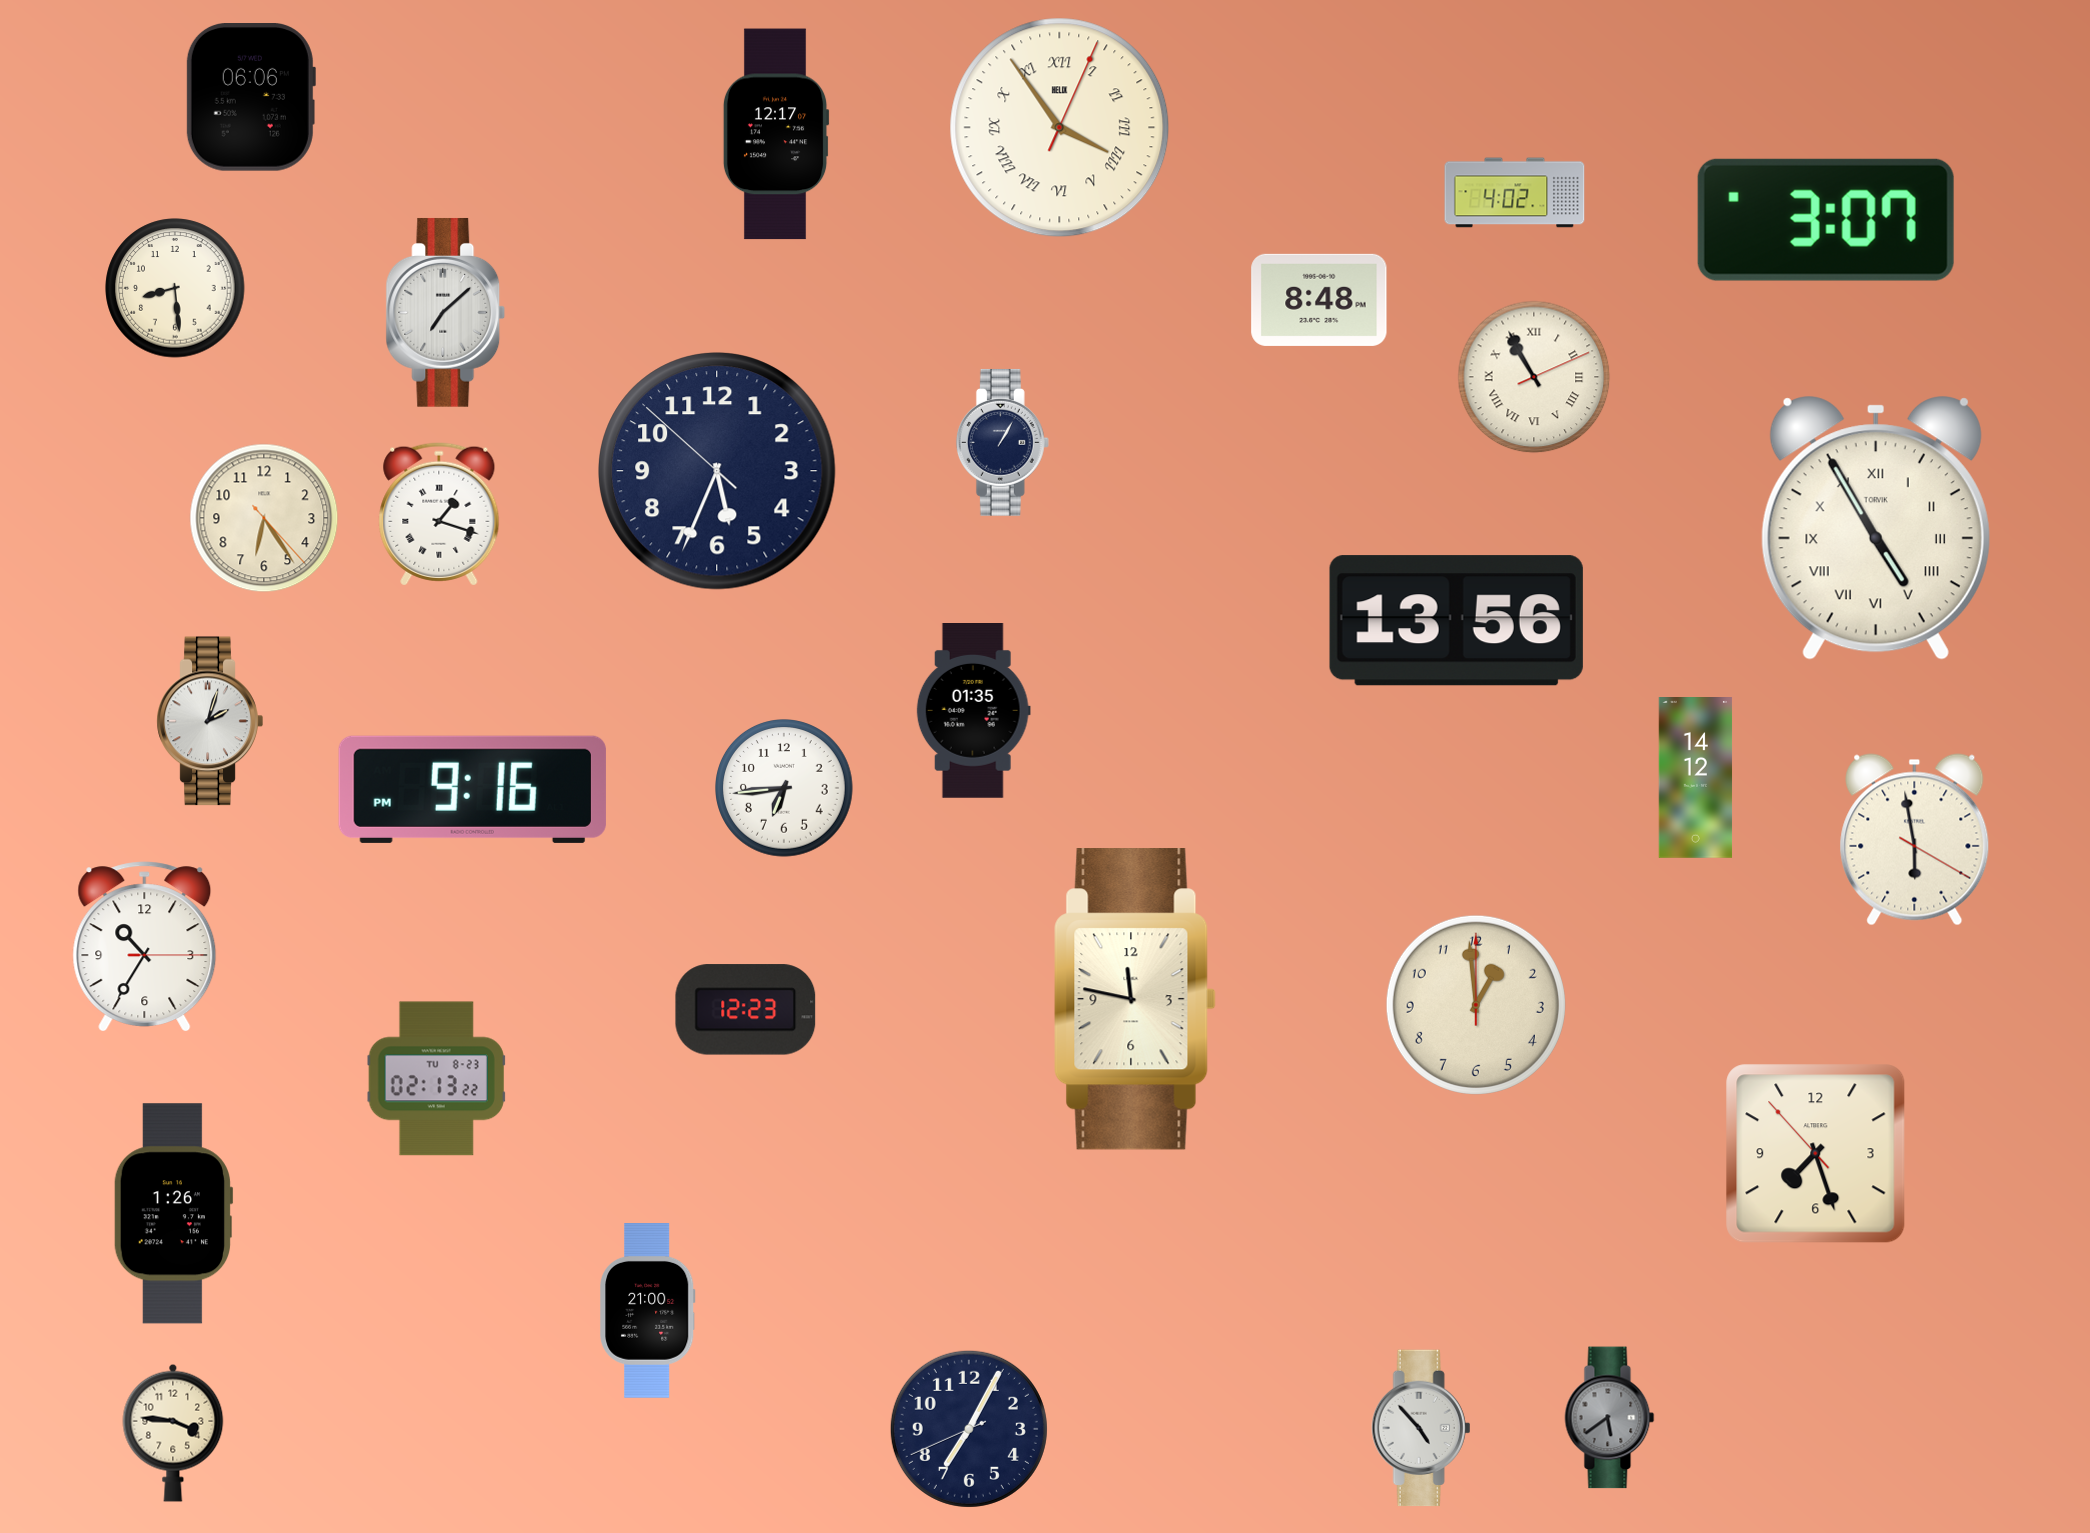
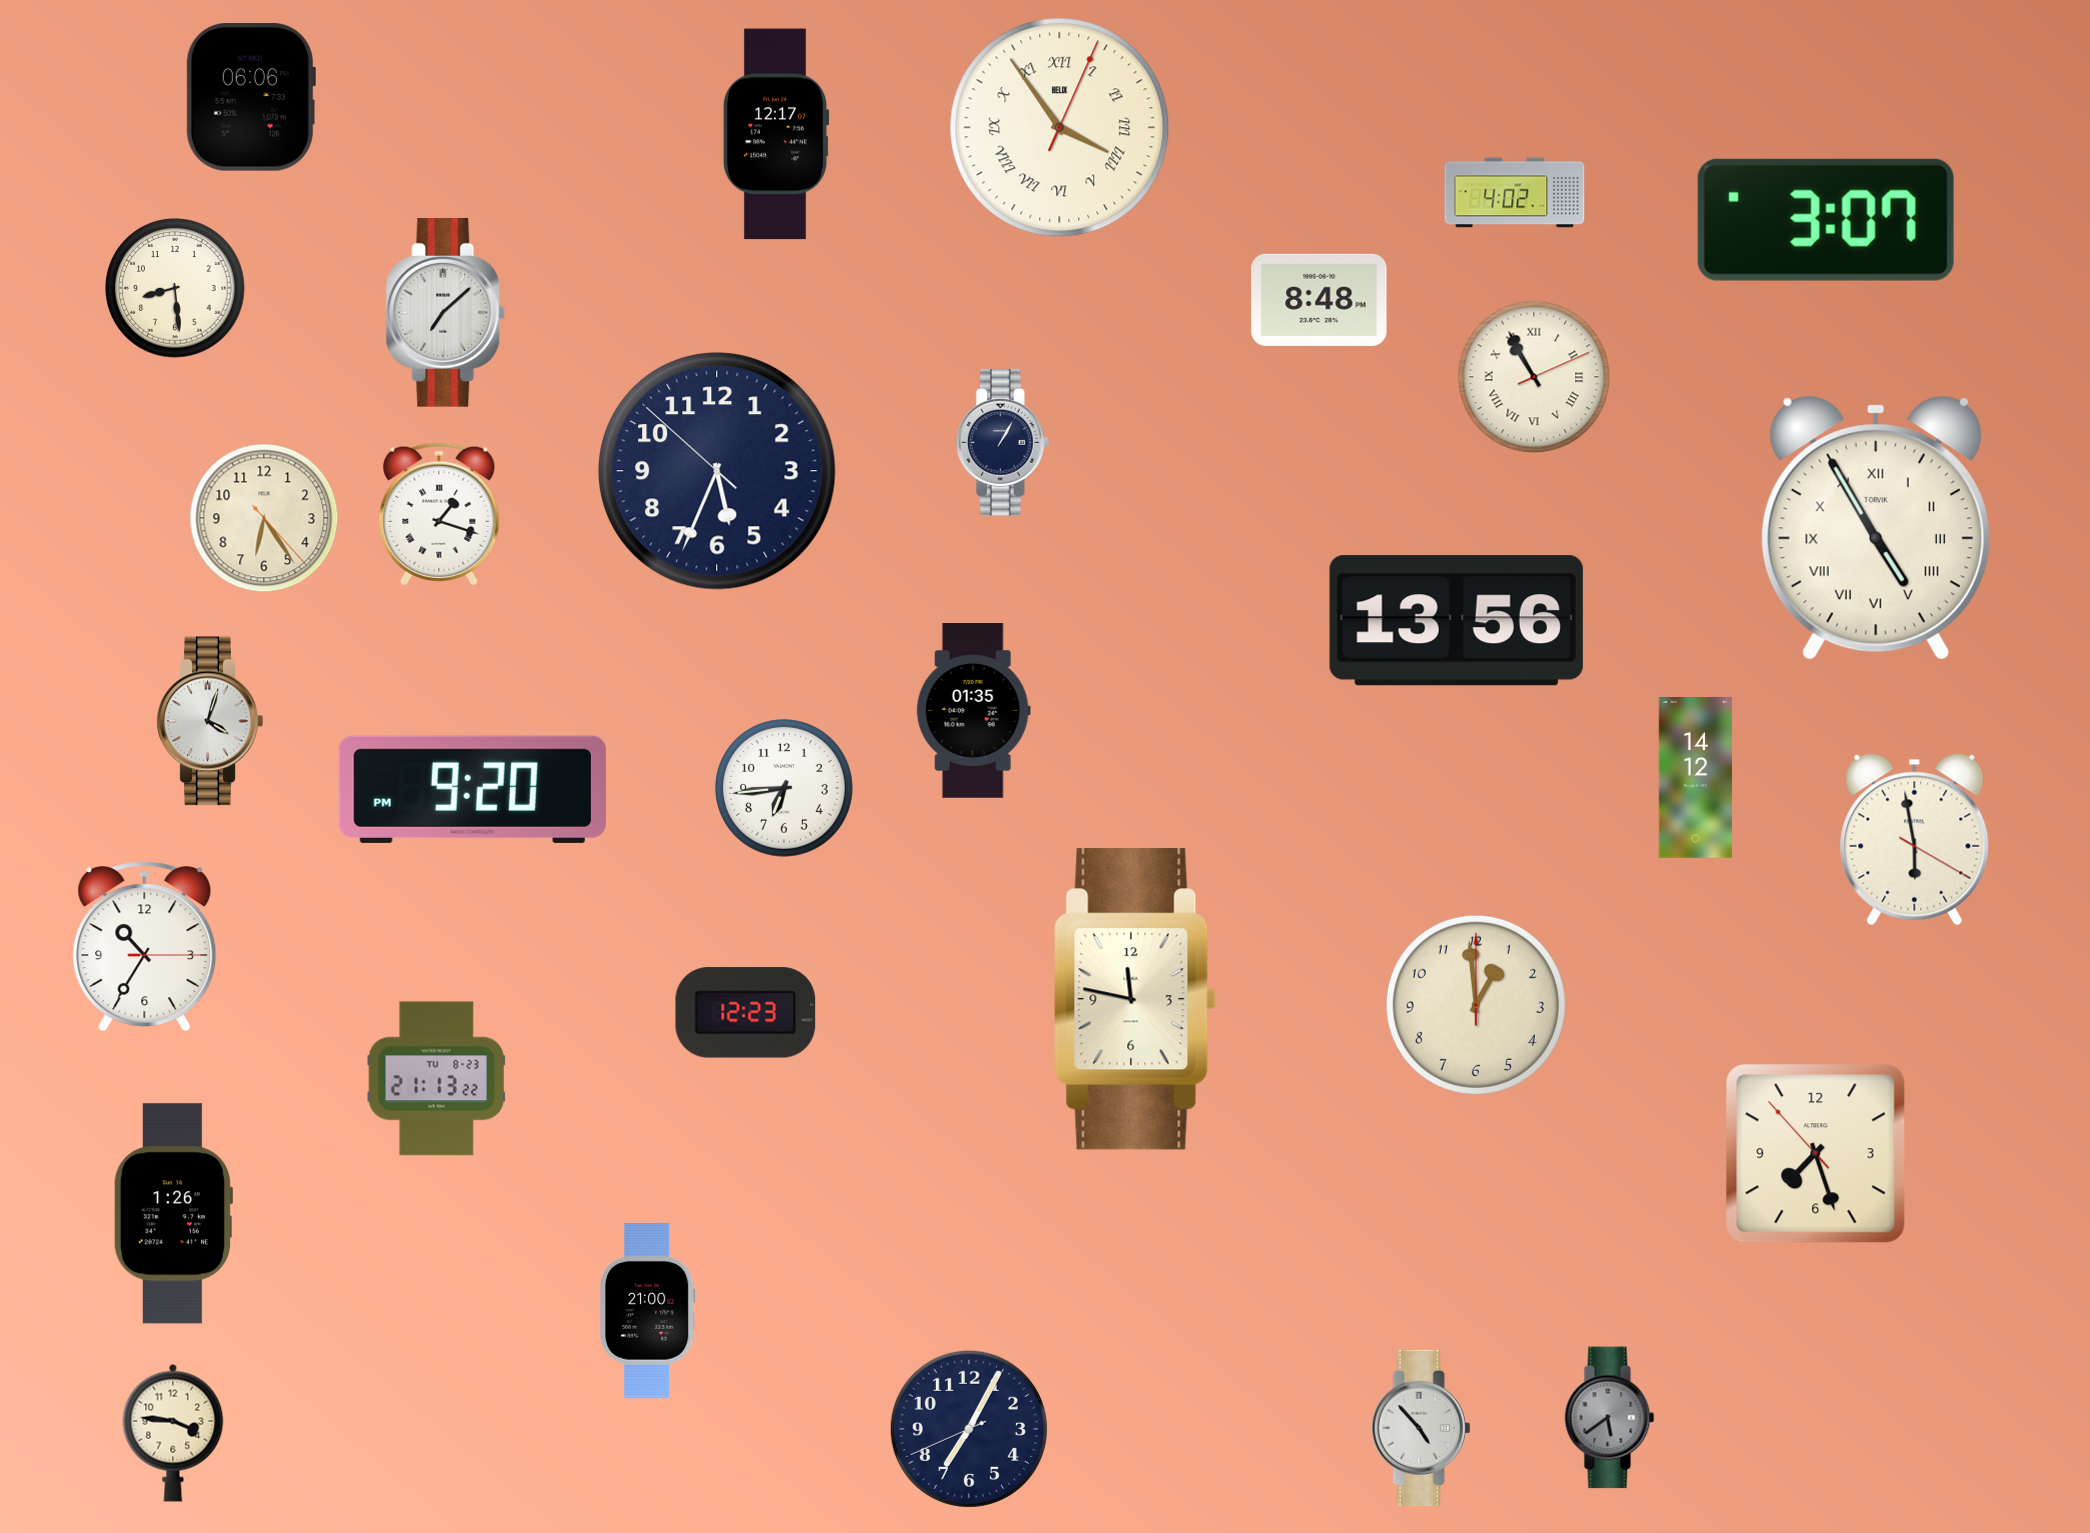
clock at (210, 721): 2:03 -> 4:03
clock at (472, 789): 9:16 -> 9:20
clock at (746, 1010) position: (746, 1010) -> (746, 1013)
clock at (436, 1079): 02:13 -> 21:13
